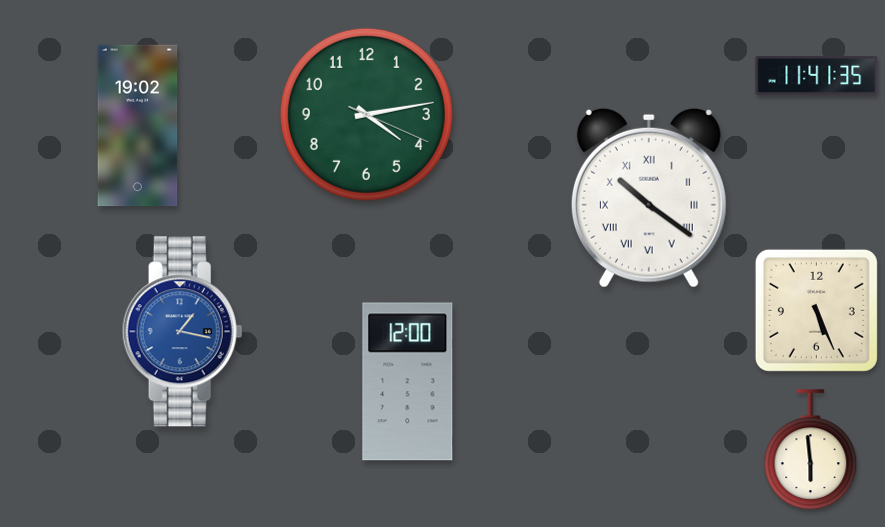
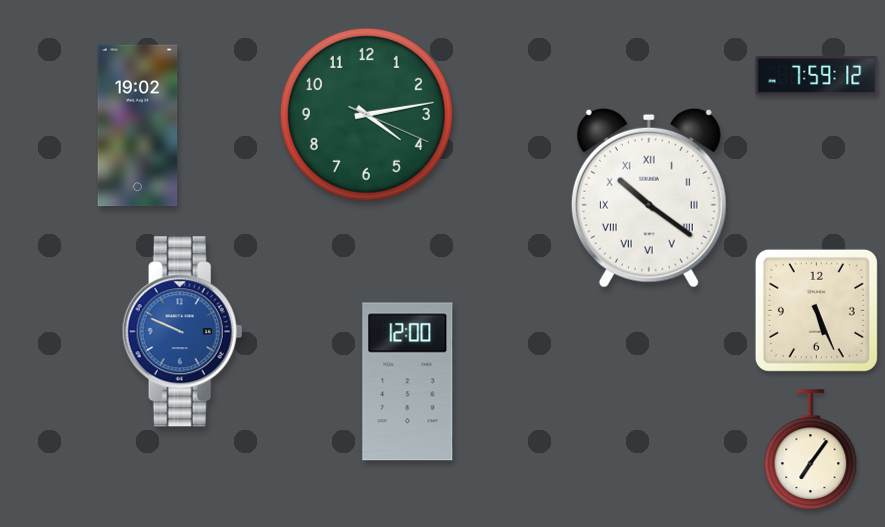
clock at (817, 75): 11:41 -> 7:59
clock at (182, 332): 1:17 -> 9:49
clock at (811, 450): 5:59 -> 7:06
